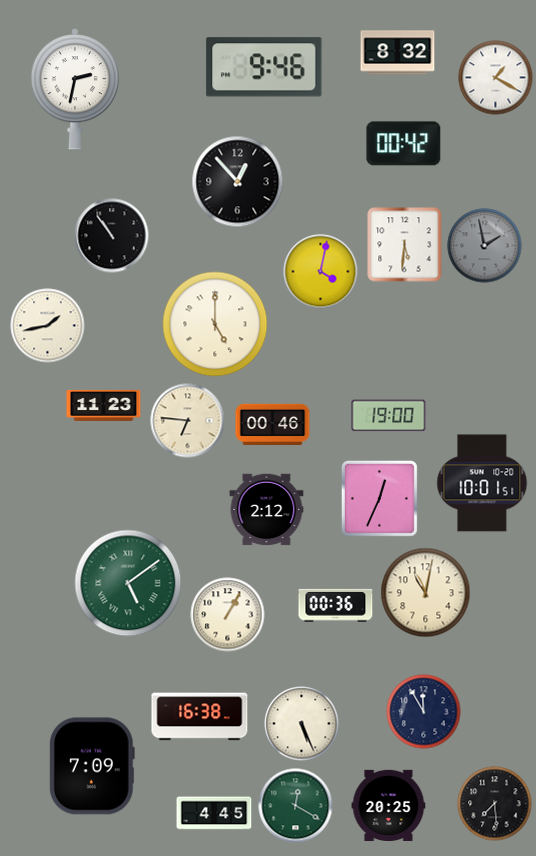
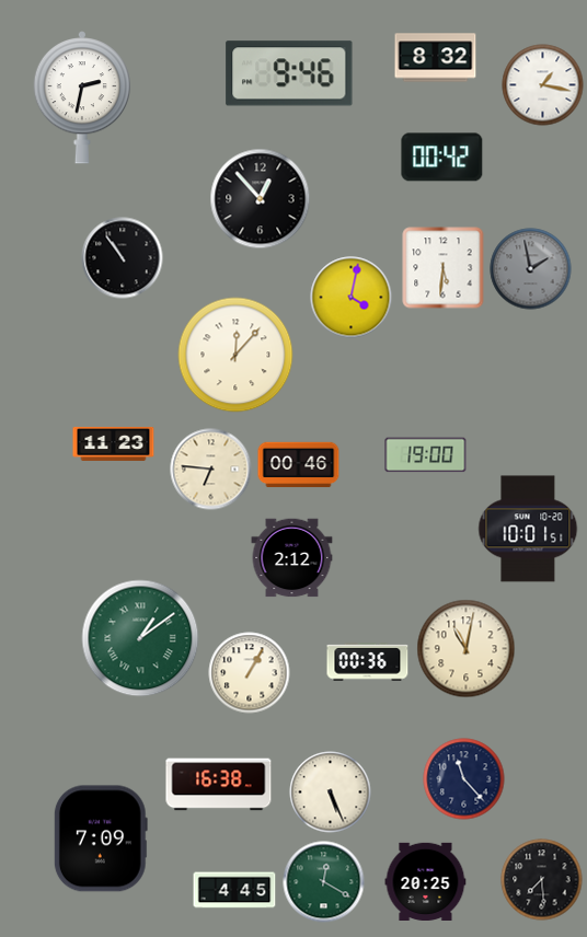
clock at (496, 78): 1:20 -> 1:17
clock at (215, 324): 5:00 -> 12:07
clock at (48, 326): 1:43 -> none
clock at (188, 421) position: (188, 421) -> (211, 470)
clock at (379, 498): 12:34 -> none
clock at (128, 583): 5:09 -> 1:09
clock at (424, 712): 11:55 -> 11:23
